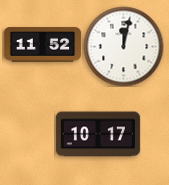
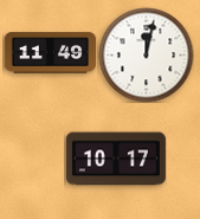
clock at (42, 45): 11:52 -> 11:49
